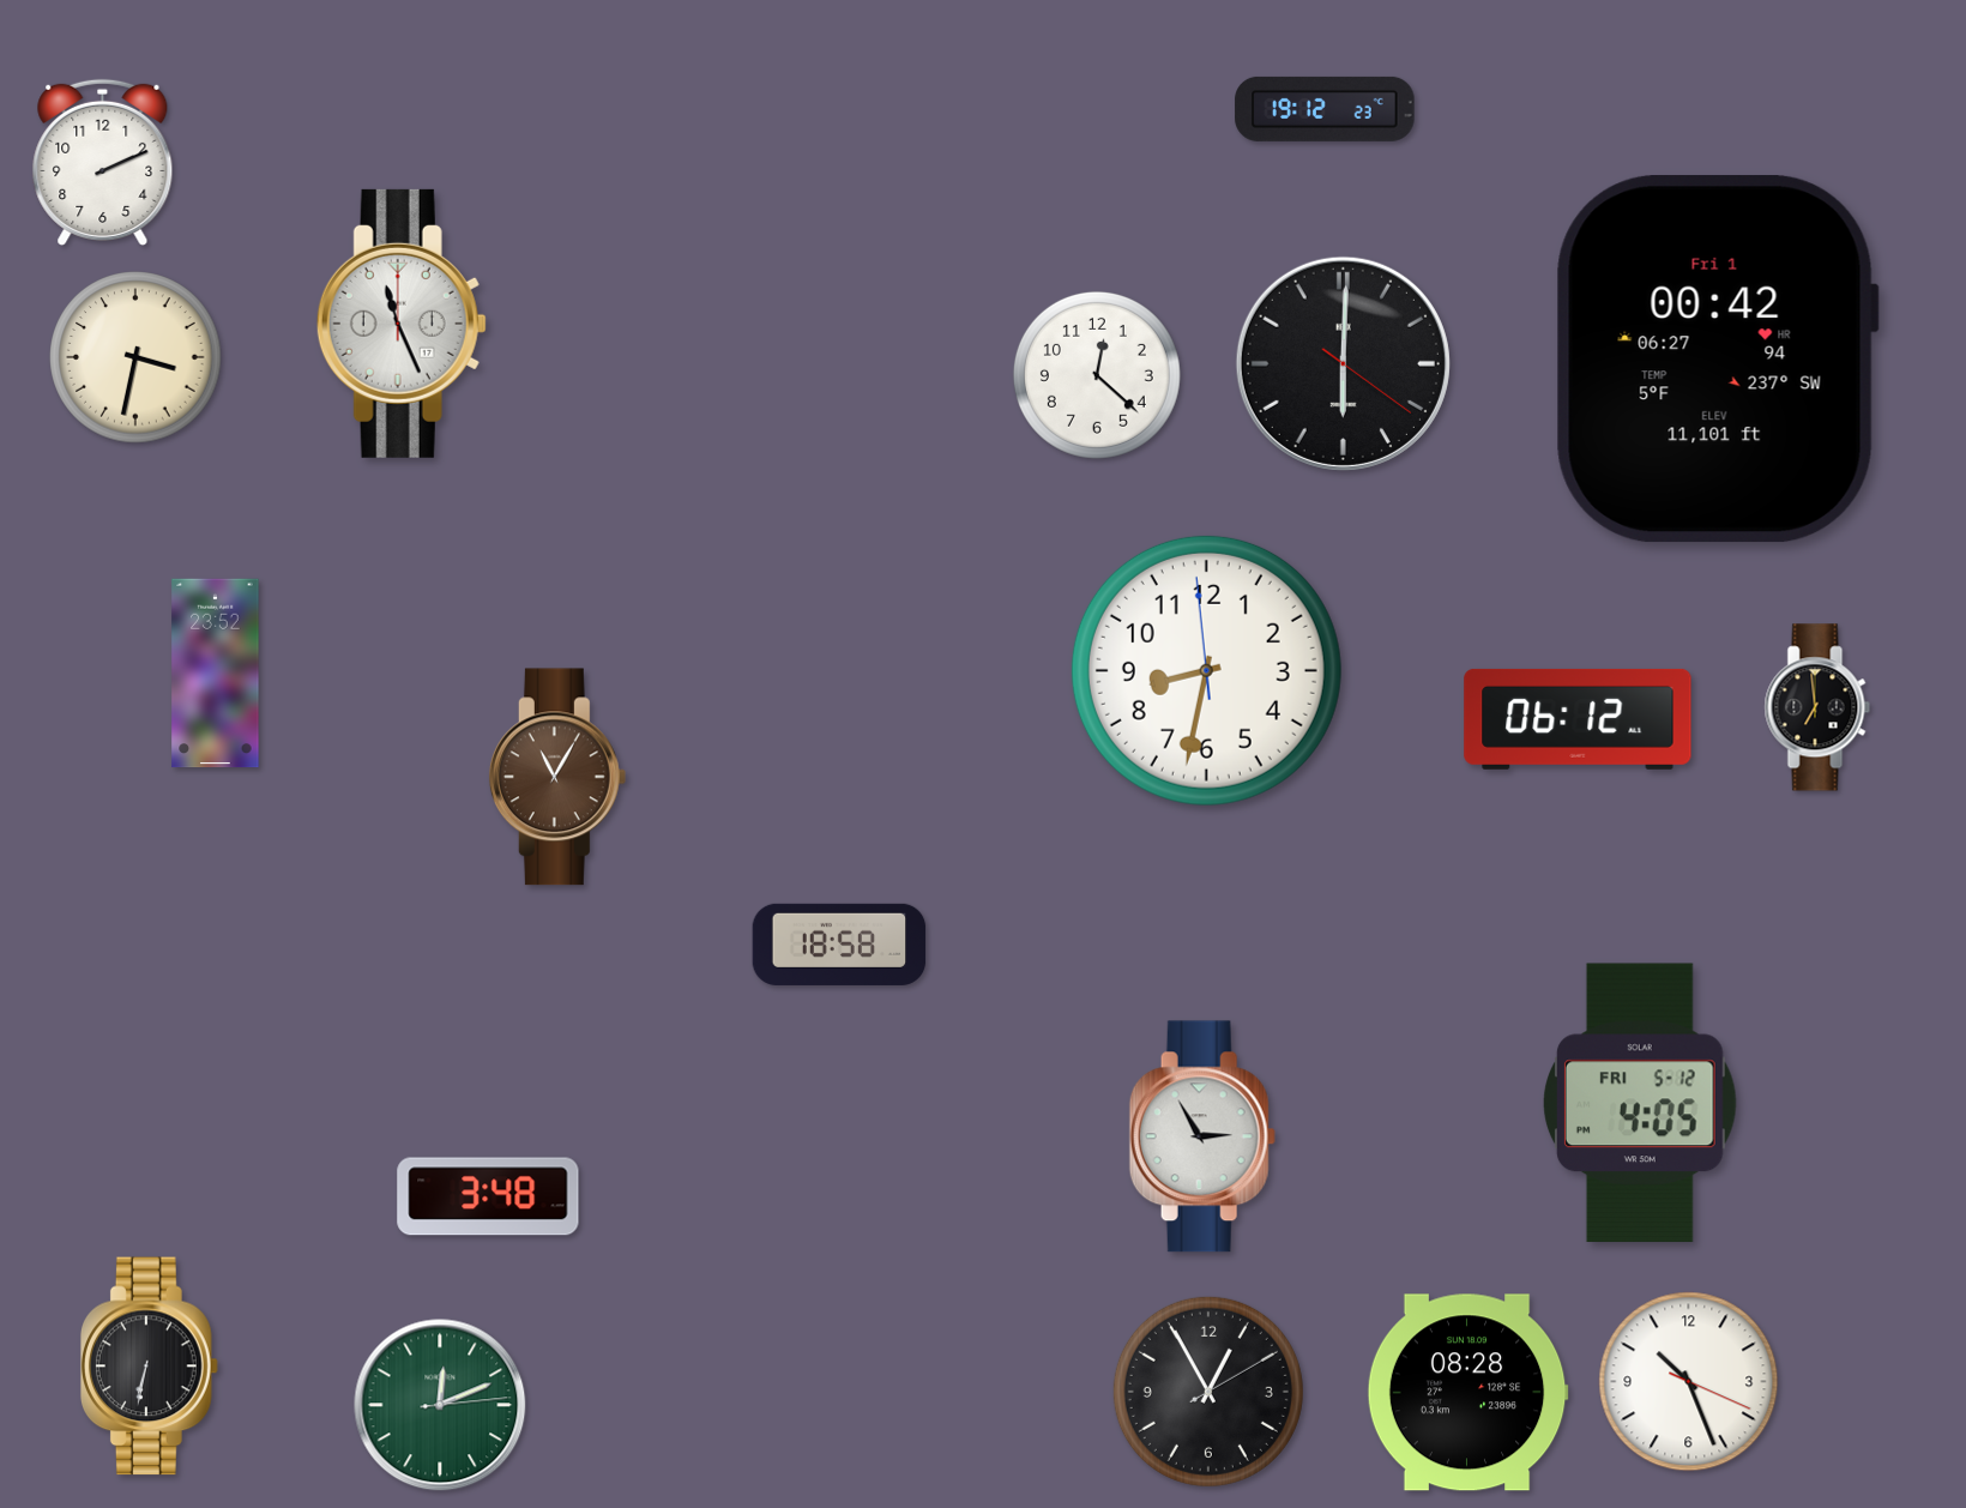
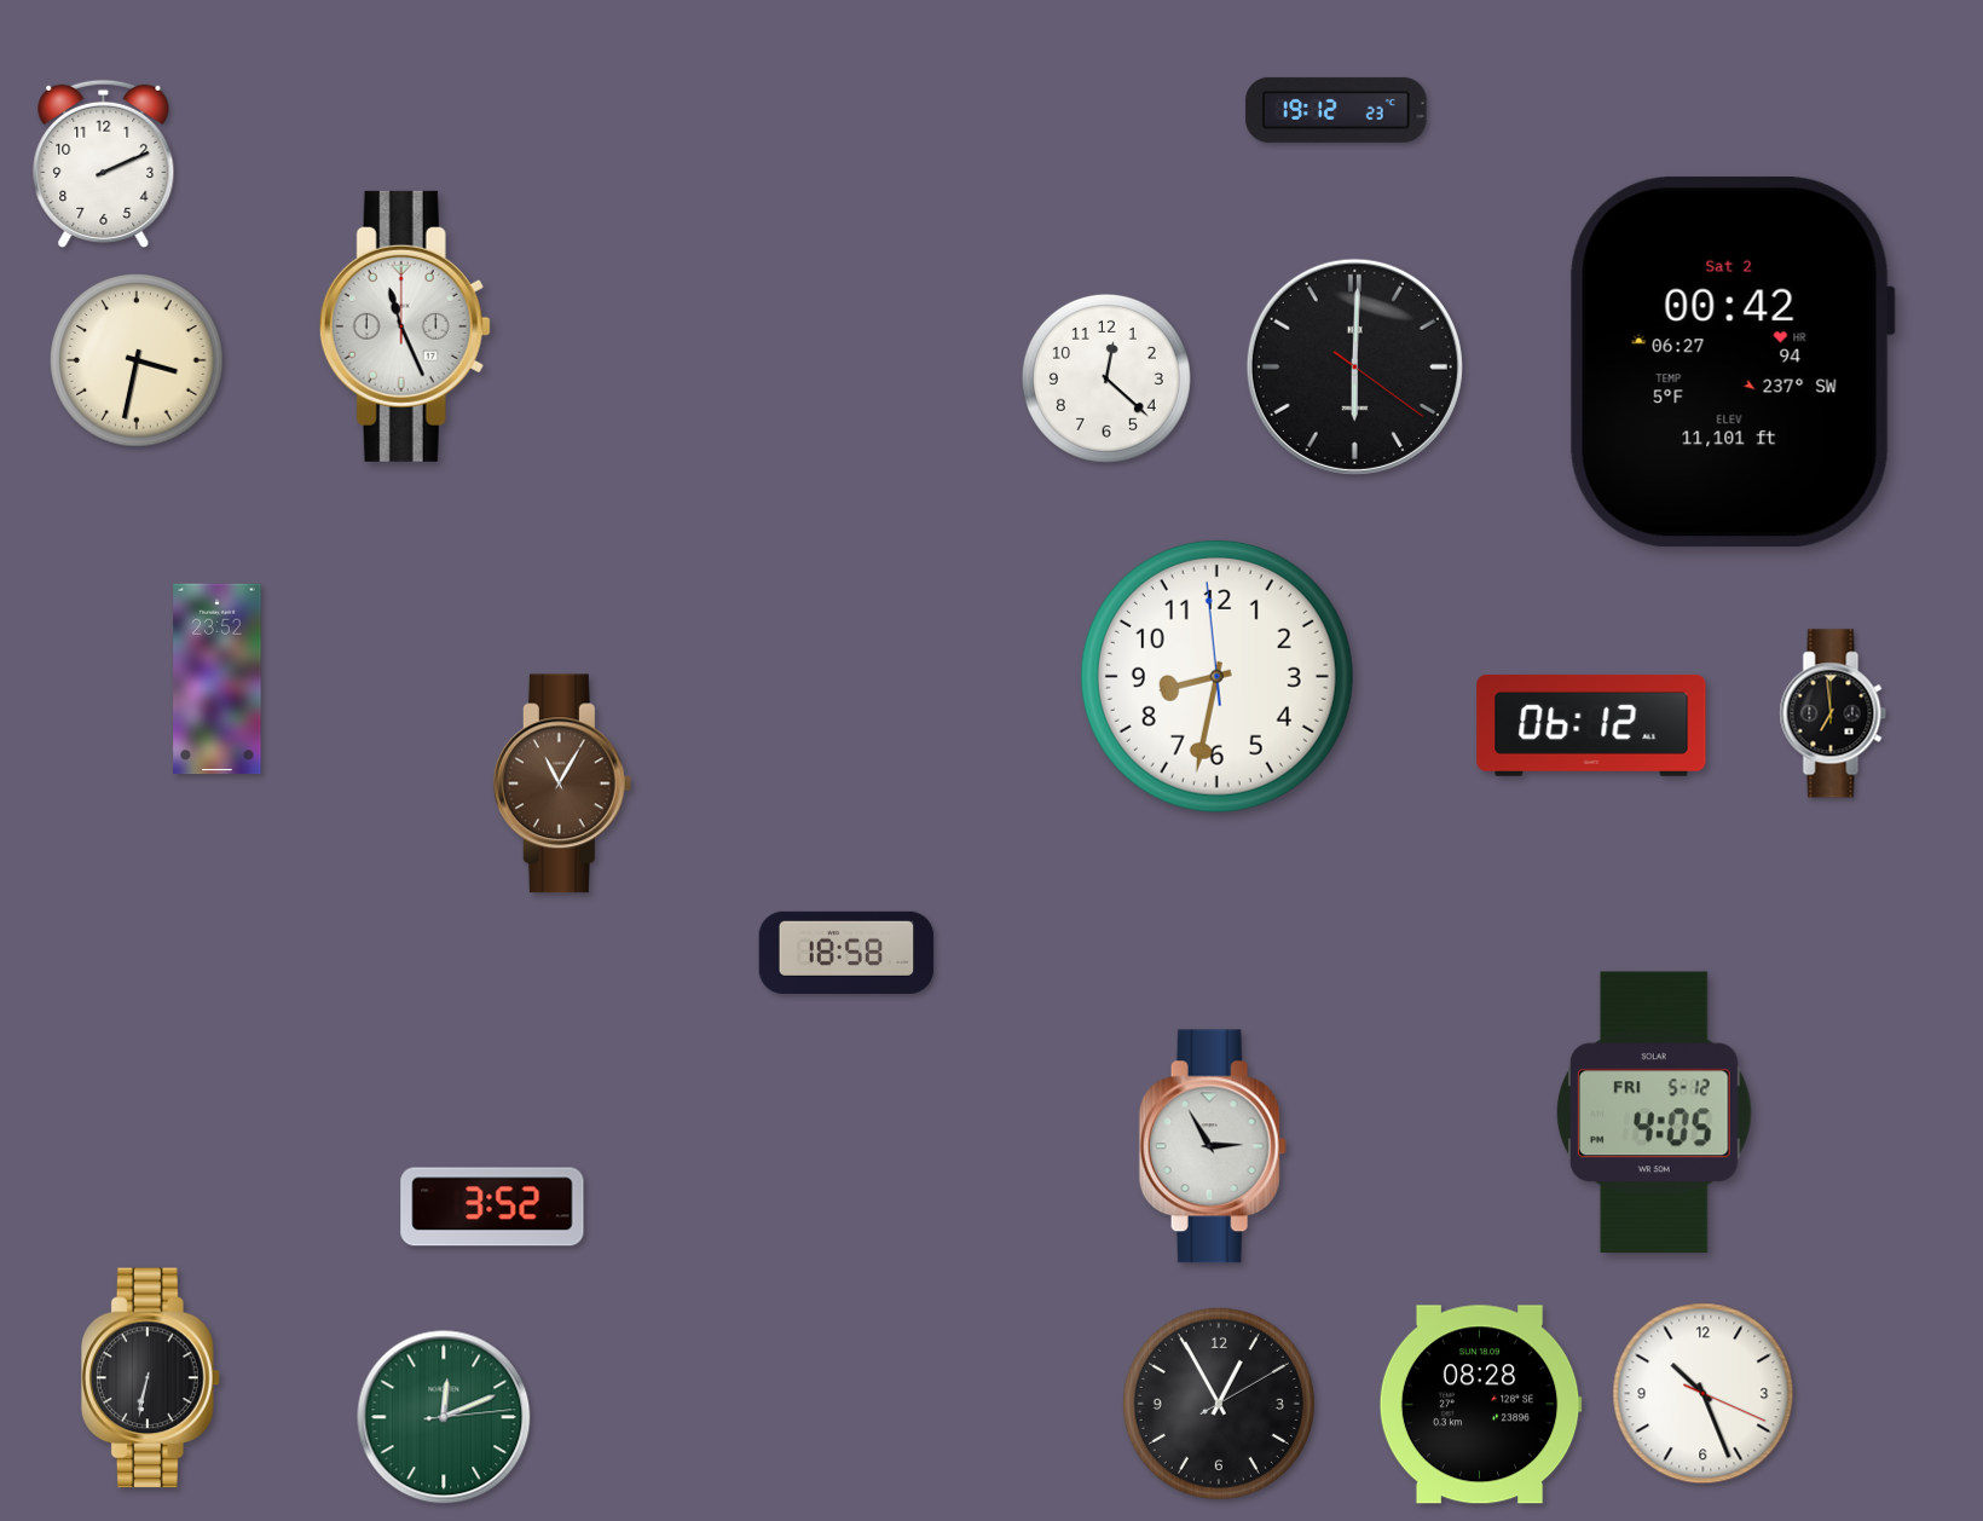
clock at (1717, 360) date: Fri 1 -> Sat 2
clock at (488, 1196): 3:48 -> 3:52
